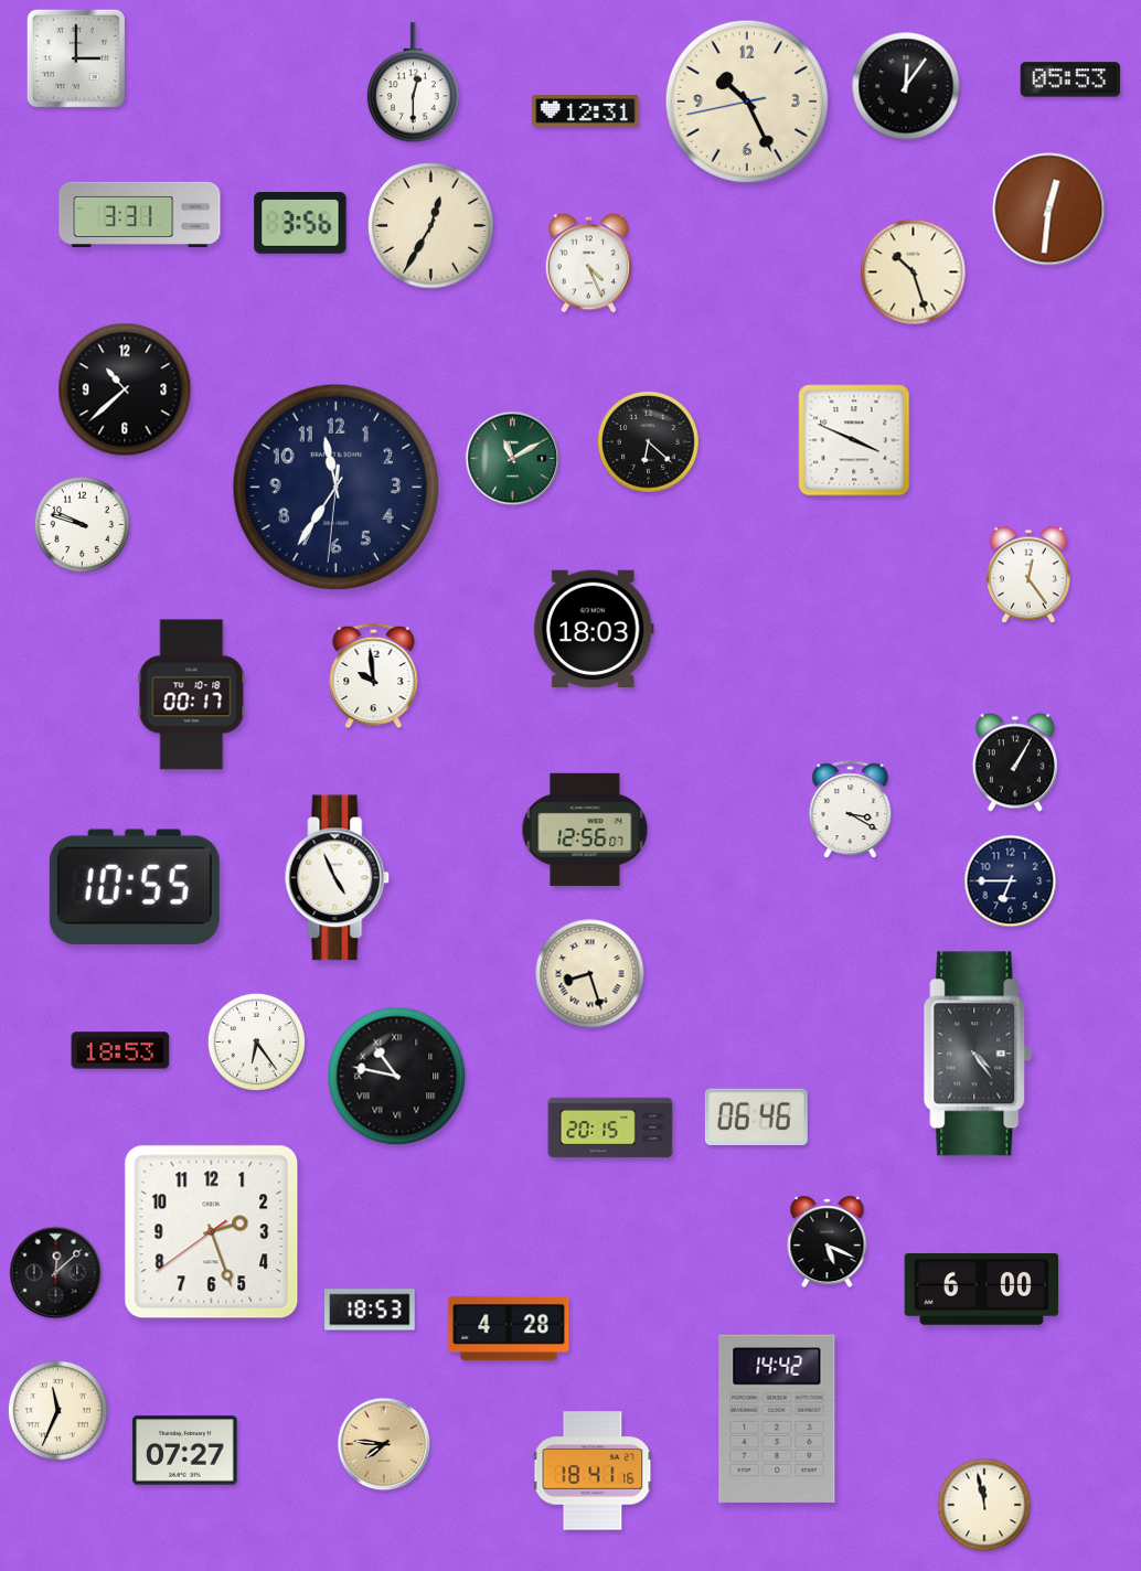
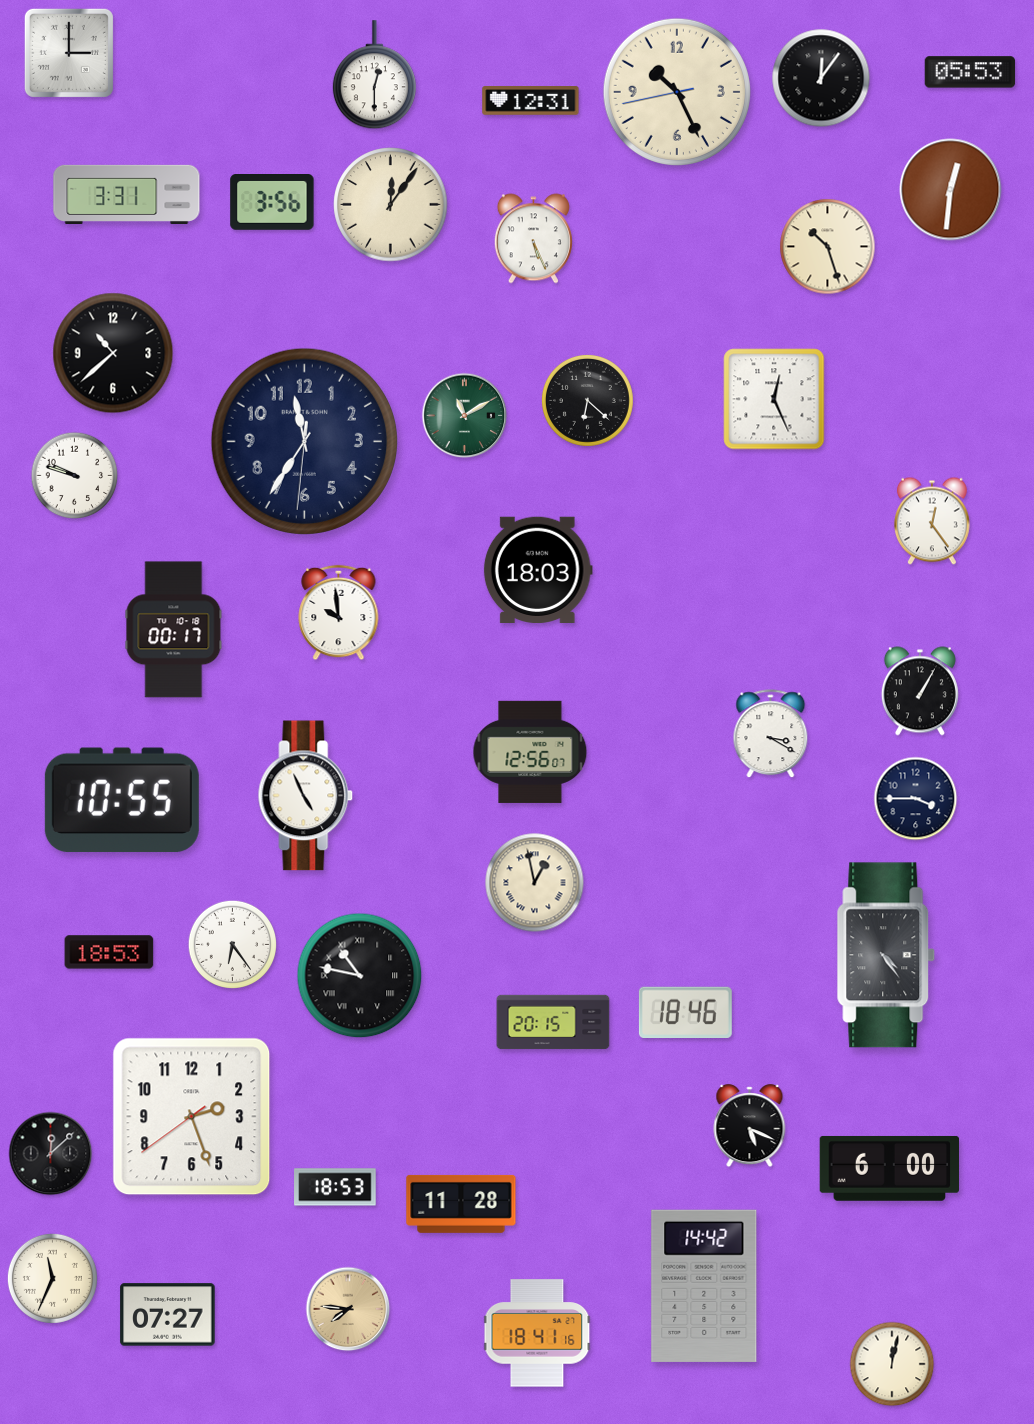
clock at (431, 226): 12:35 -> 12:06
clock at (588, 264): 4:26 -> 5:26
clock at (854, 440): 3:49 -> 12:26
clock at (1011, 881): 6:45 -> 3:45
clock at (135, 887) position: (135, 887) -> (122, 800)
clock at (590, 974): 8:27 -> 12:58
clock at (756, 1116): 06:46 -> 18:46
clock at (509, 1328): 4:28 -> 11:28
clock at (984, 1505): 11:58 -> 12:02
